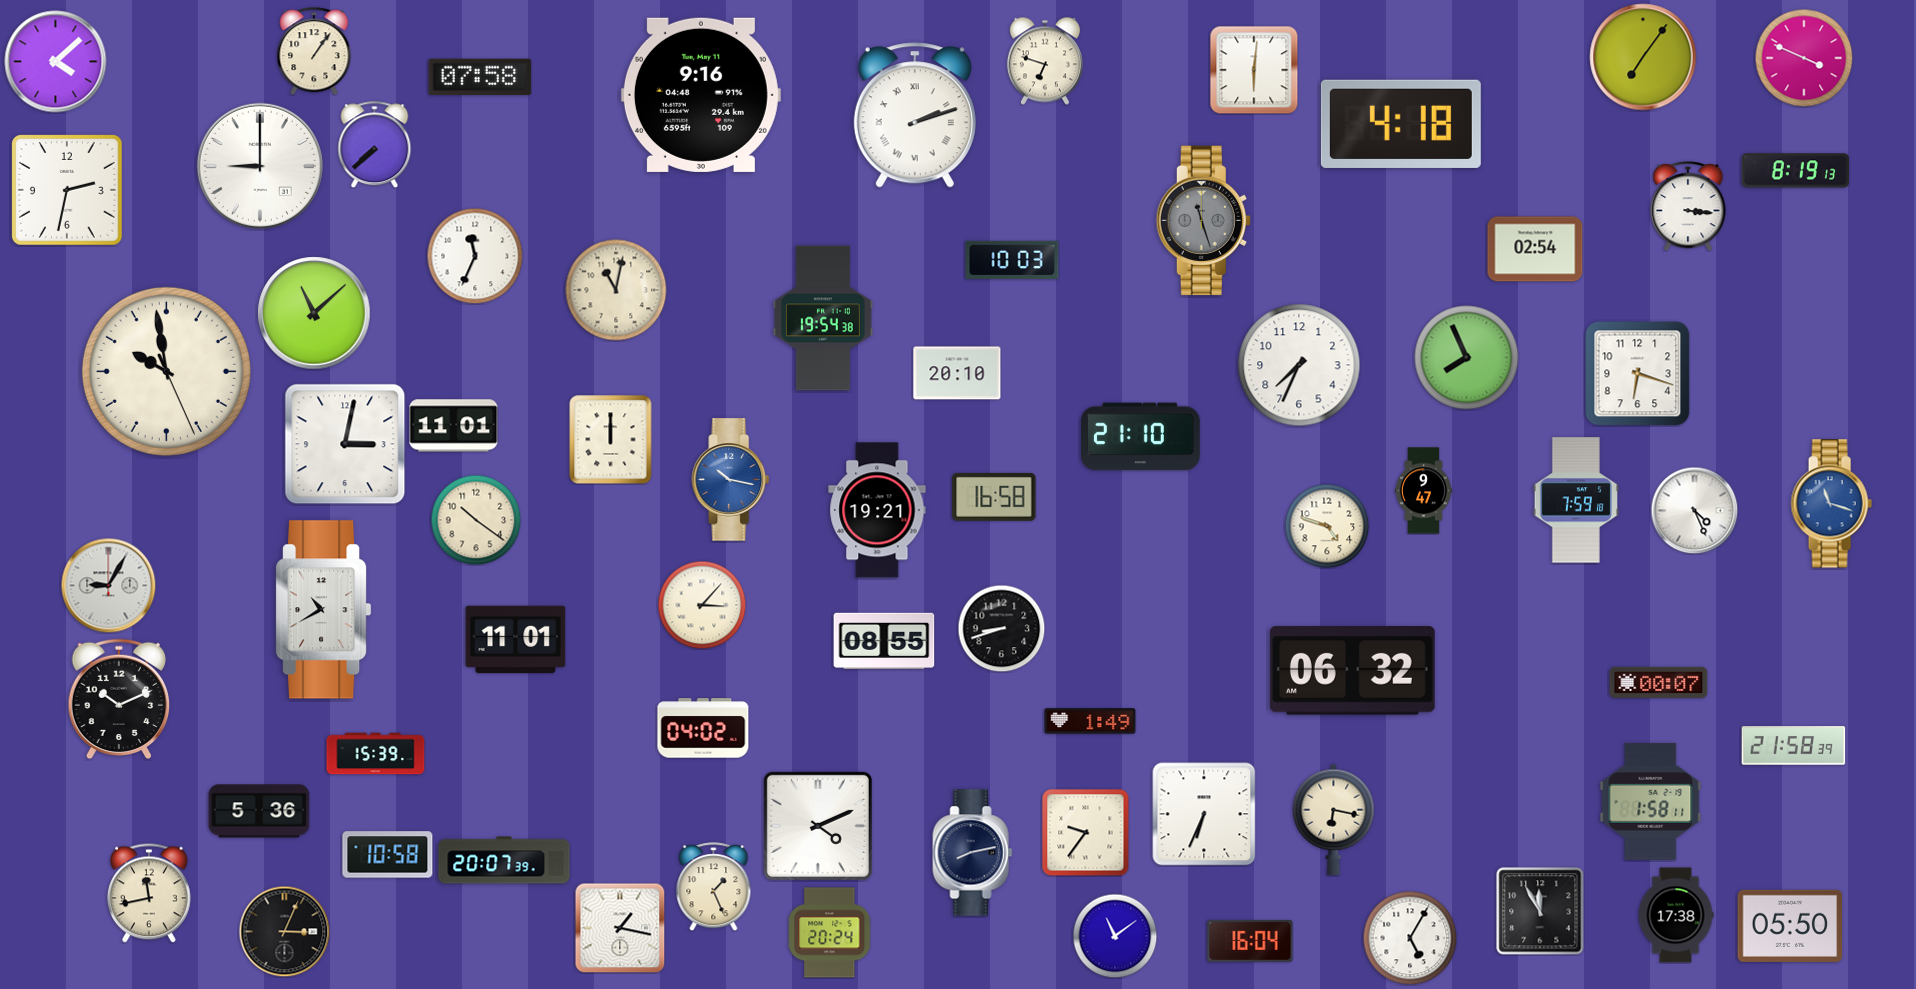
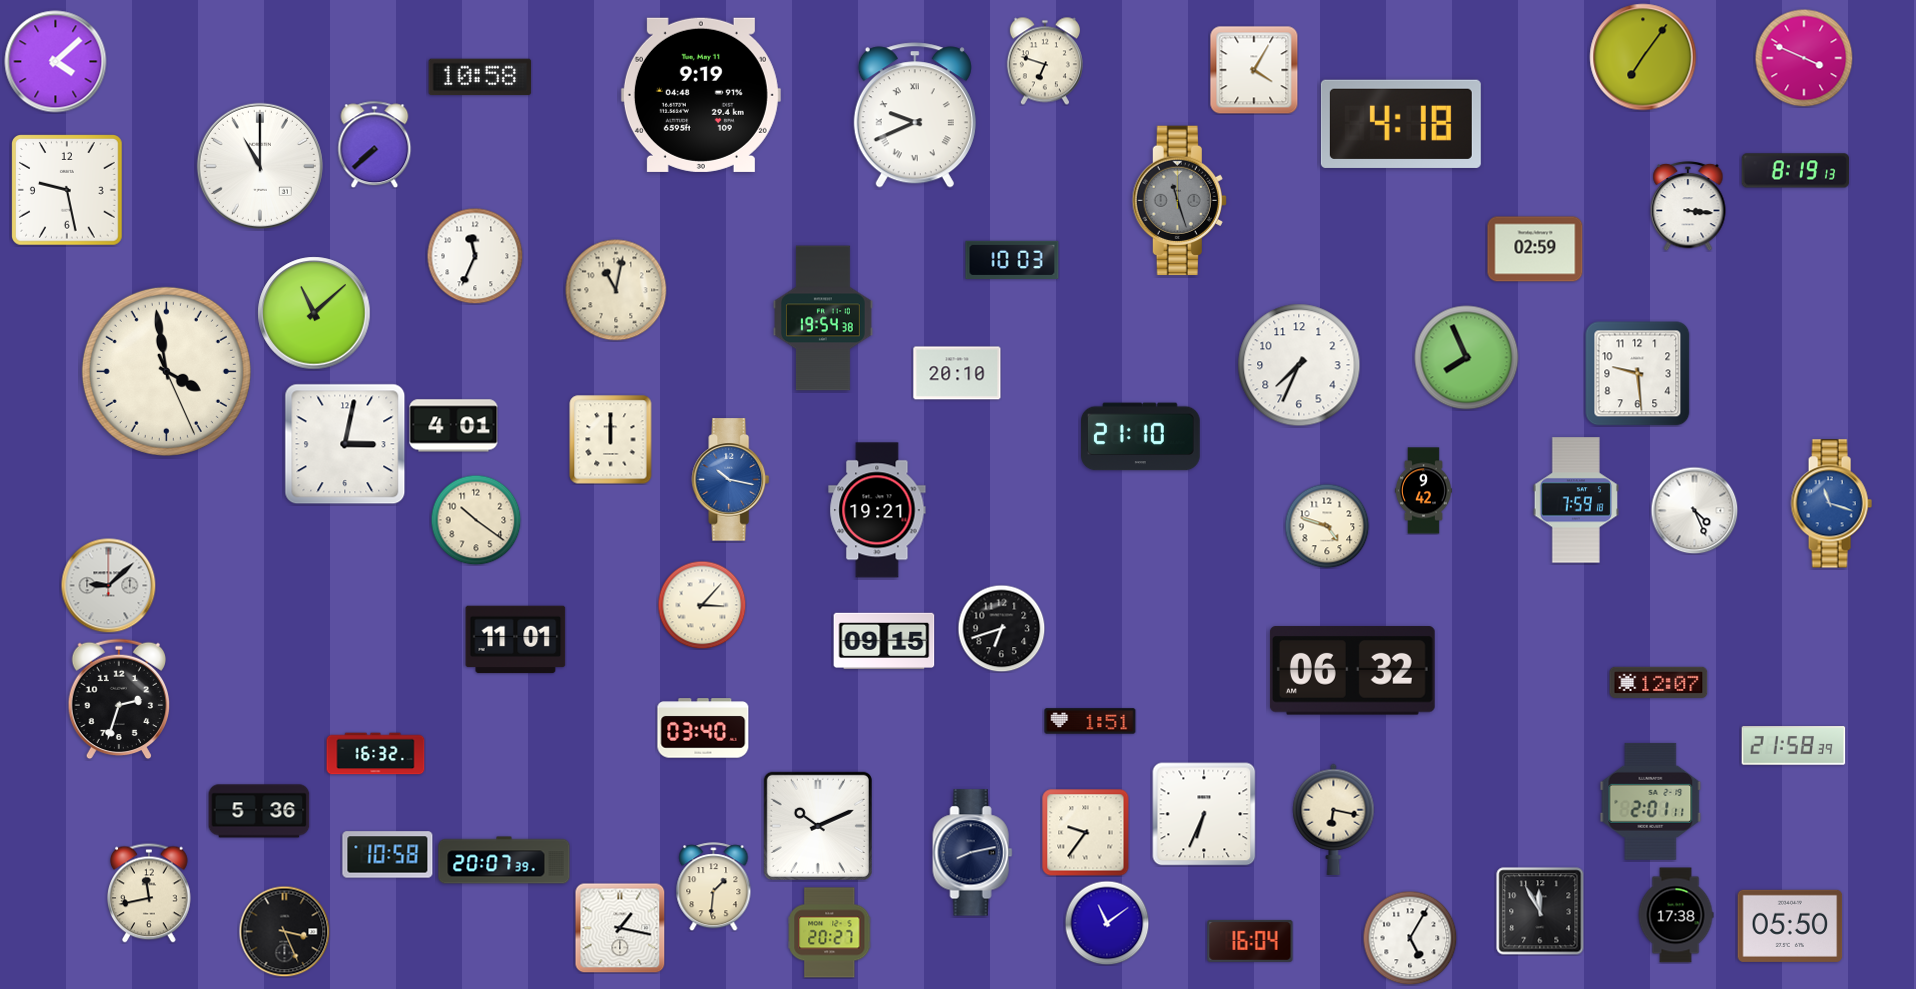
clock at (314, 51): 1:06 -> none
clock at (1254, 70): 6:01 -> 4:05
clock at (480, 77): 07:58 -> 10:58
clock at (701, 95): 9:16 -> 9:19
clock at (915, 115): 2:12 -> 9:41
clock at (260, 166): 9:00 -> 11:00
clock at (68, 191): 2:32 -> 9:28
clock at (1203, 221) position: (1203, 221) -> (1179, 201)
clock at (1535, 249): 02:54 -> 02:59
clock at (166, 371): 9:58 -> 3:58
clock at (1638, 374): 6:18 -> 9:29
clock at (454, 426): 11:01 -> 4:01
clock at (1423, 491): 9:47 -> 9:42
clock at (994, 497): 16:58 -> none
clock at (108, 585): 9:05 -> 9:08
clock at (324, 610): 10:40 -> none
clock at (1001, 628): 8:42 -> 6:42
clock at (884, 640): 08:55 -> 09:15
clock at (1659, 682): 00:07 -> 12:07
clock at (119, 699): 10:11 -> 2:33
clock at (1090, 721): 1:49 -> 1:51
clock at (703, 728): 04:02 -> 03:40
clock at (376, 754): 15:39 -> 16:32
clock at (1651, 801): 1:58 -> 2:01
clock at (818, 826): 4:11 -> 10:11
clock at (714, 887): 1:26 -> 1:31
clock at (284, 931): 3:04 -> 3:26
clock at (830, 933): 20:24 -> 20:27
clock at (1115, 936) position: (1115, 936) -> (1107, 923)
